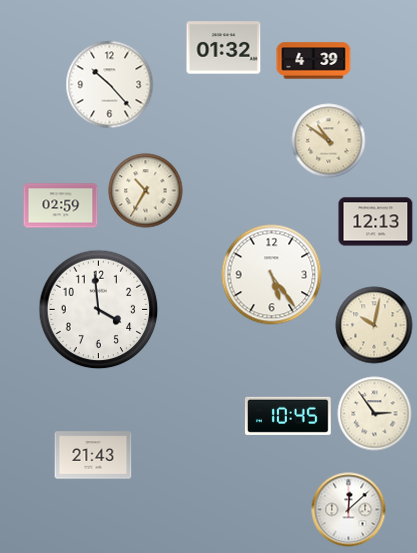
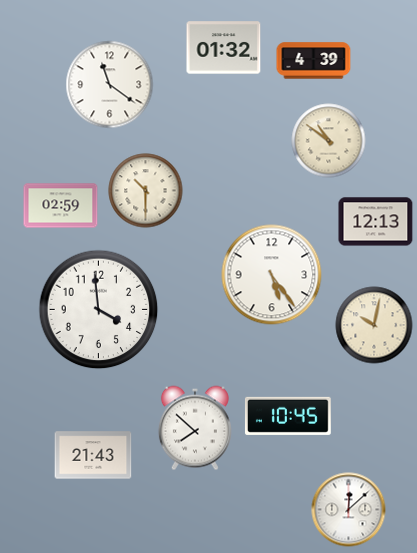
clock at (110, 85): 10:23 -> 11:21
clock at (146, 191): 10:35 -> 10:30
clock at (375, 414): 2:54 -> none
clock at (195, 428): none -> 7:52
